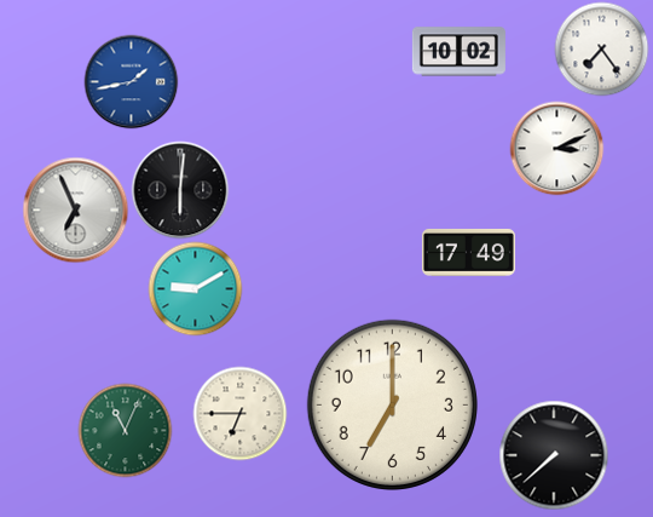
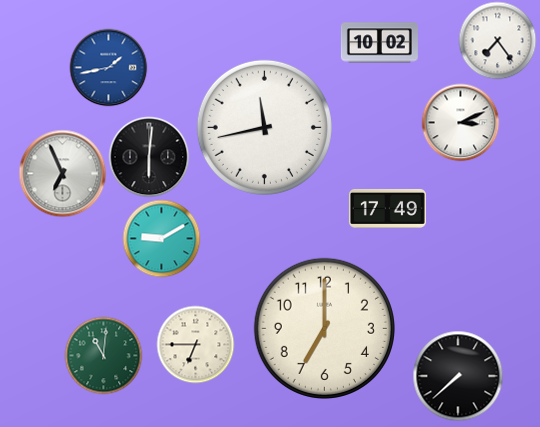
clock at (264, 127): none -> 11:43
clock at (392, 404) position: (392, 404) -> (324, 328)
clock at (239, 413) position: (239, 413) -> (195, 344)
clock at (125, 430): 11:04 -> 11:01
